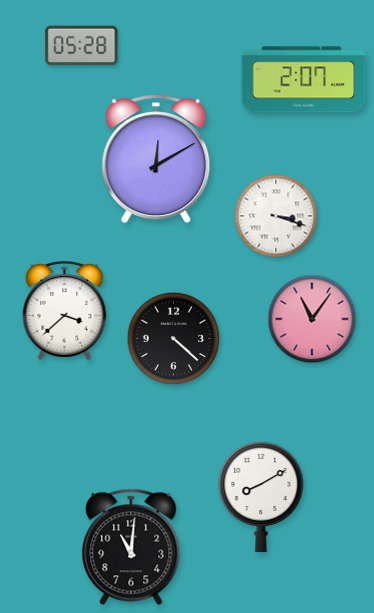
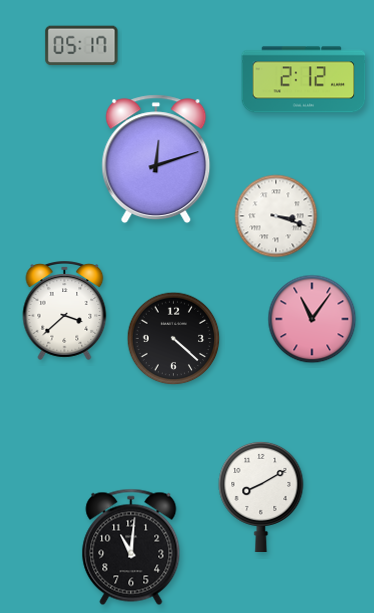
clock at (82, 46): 05:28 -> 05:17
clock at (304, 80): 2:07 -> 2:12
clock at (156, 159): 12:10 -> 12:12
